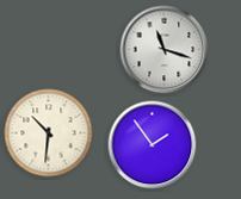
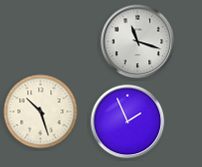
clock at (49, 133): 10:31 -> 10:27
clock at (153, 145): 1:54 -> 1:56
